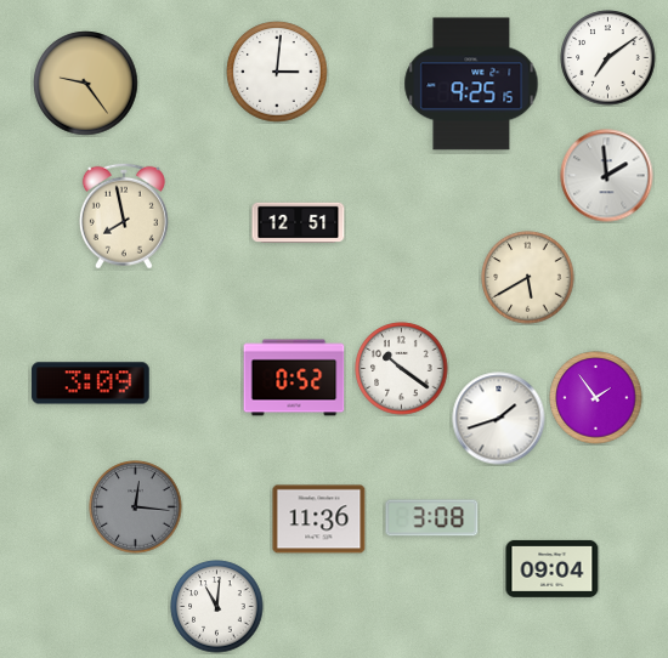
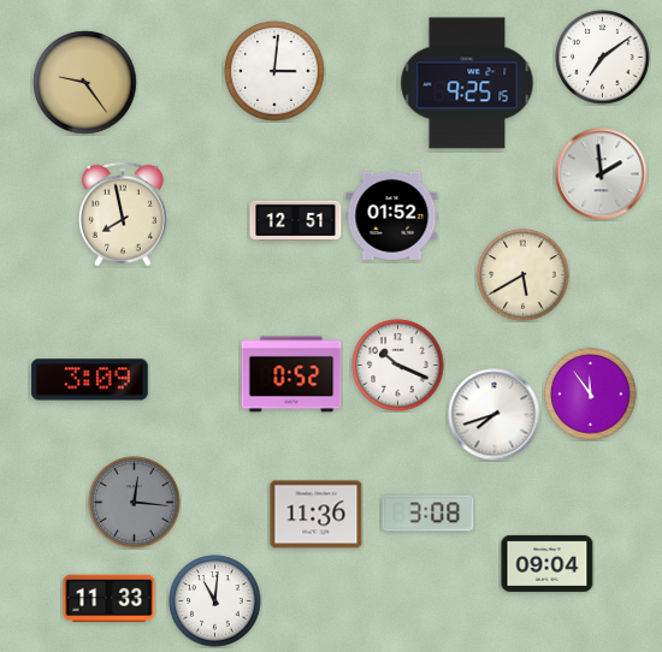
clock at (392, 215): none -> 01:52
clock at (402, 369): 10:21 -> 10:19
clock at (596, 398): 1:54 -> 11:54
clock at (499, 419): 1:42 -> 7:42
clock at (110, 599): none -> 11:33
